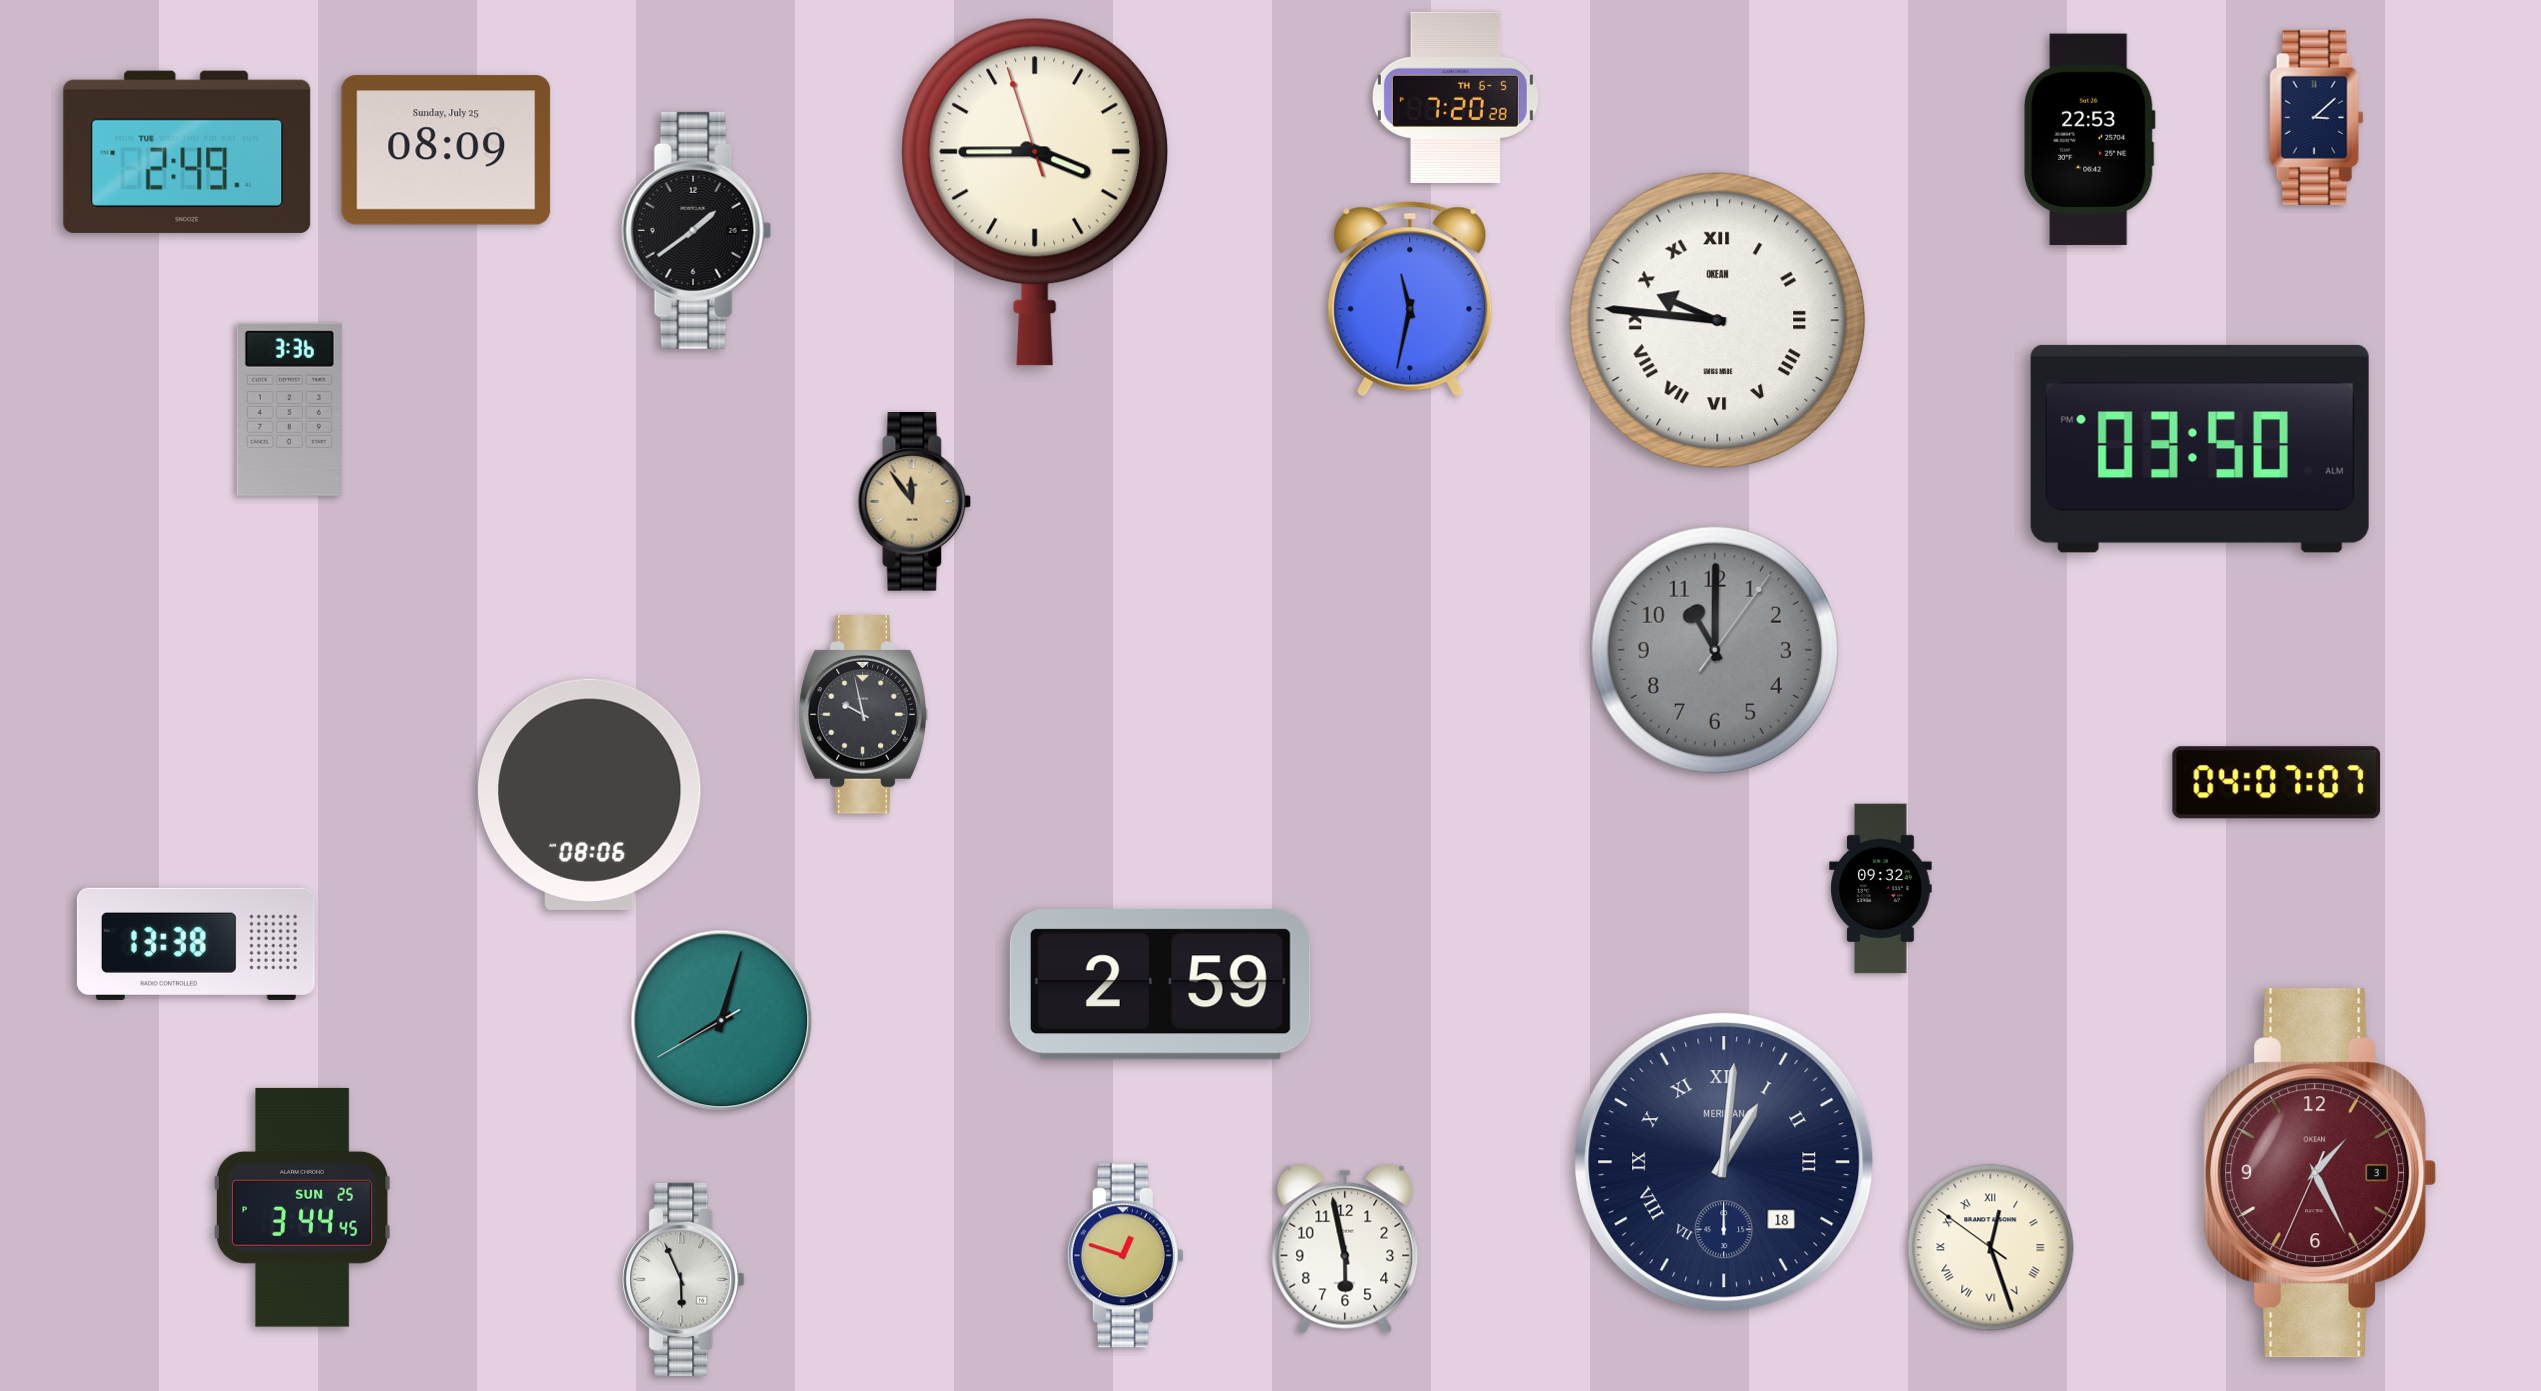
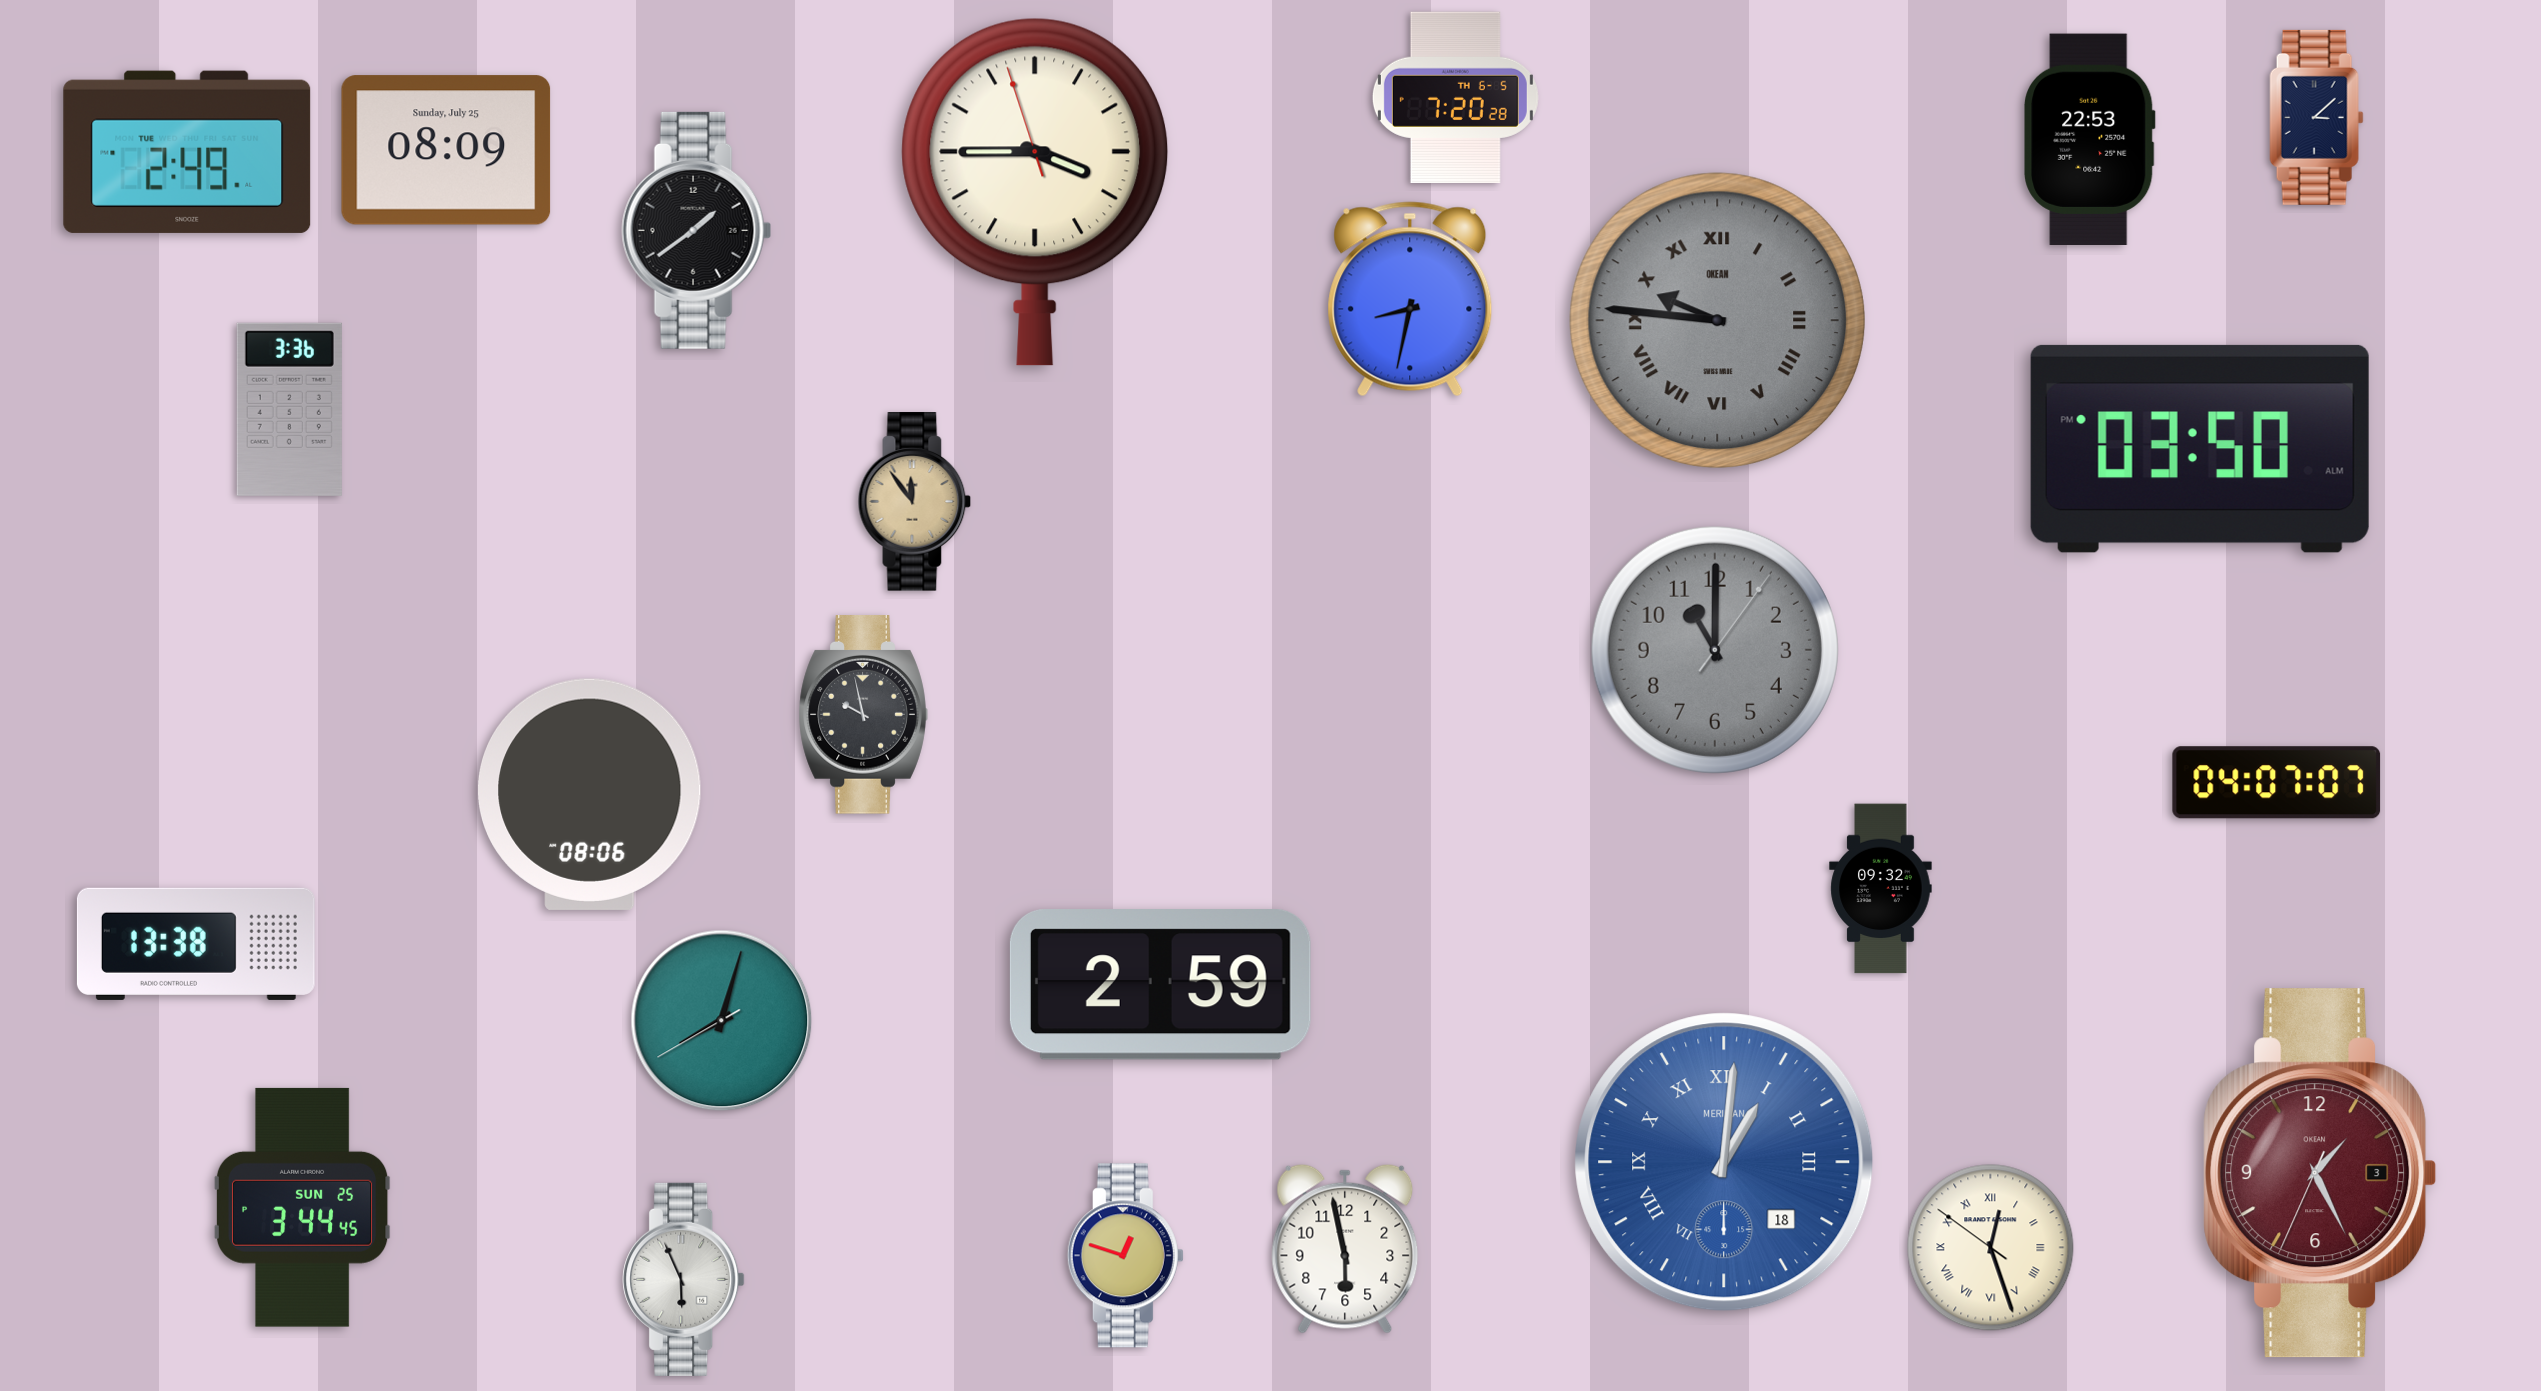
clock at (1410, 299): 11:32 -> 8:32
clock at (1717, 320) dial: white -> grey
clock at (1724, 1162) dial: navy -> blue
